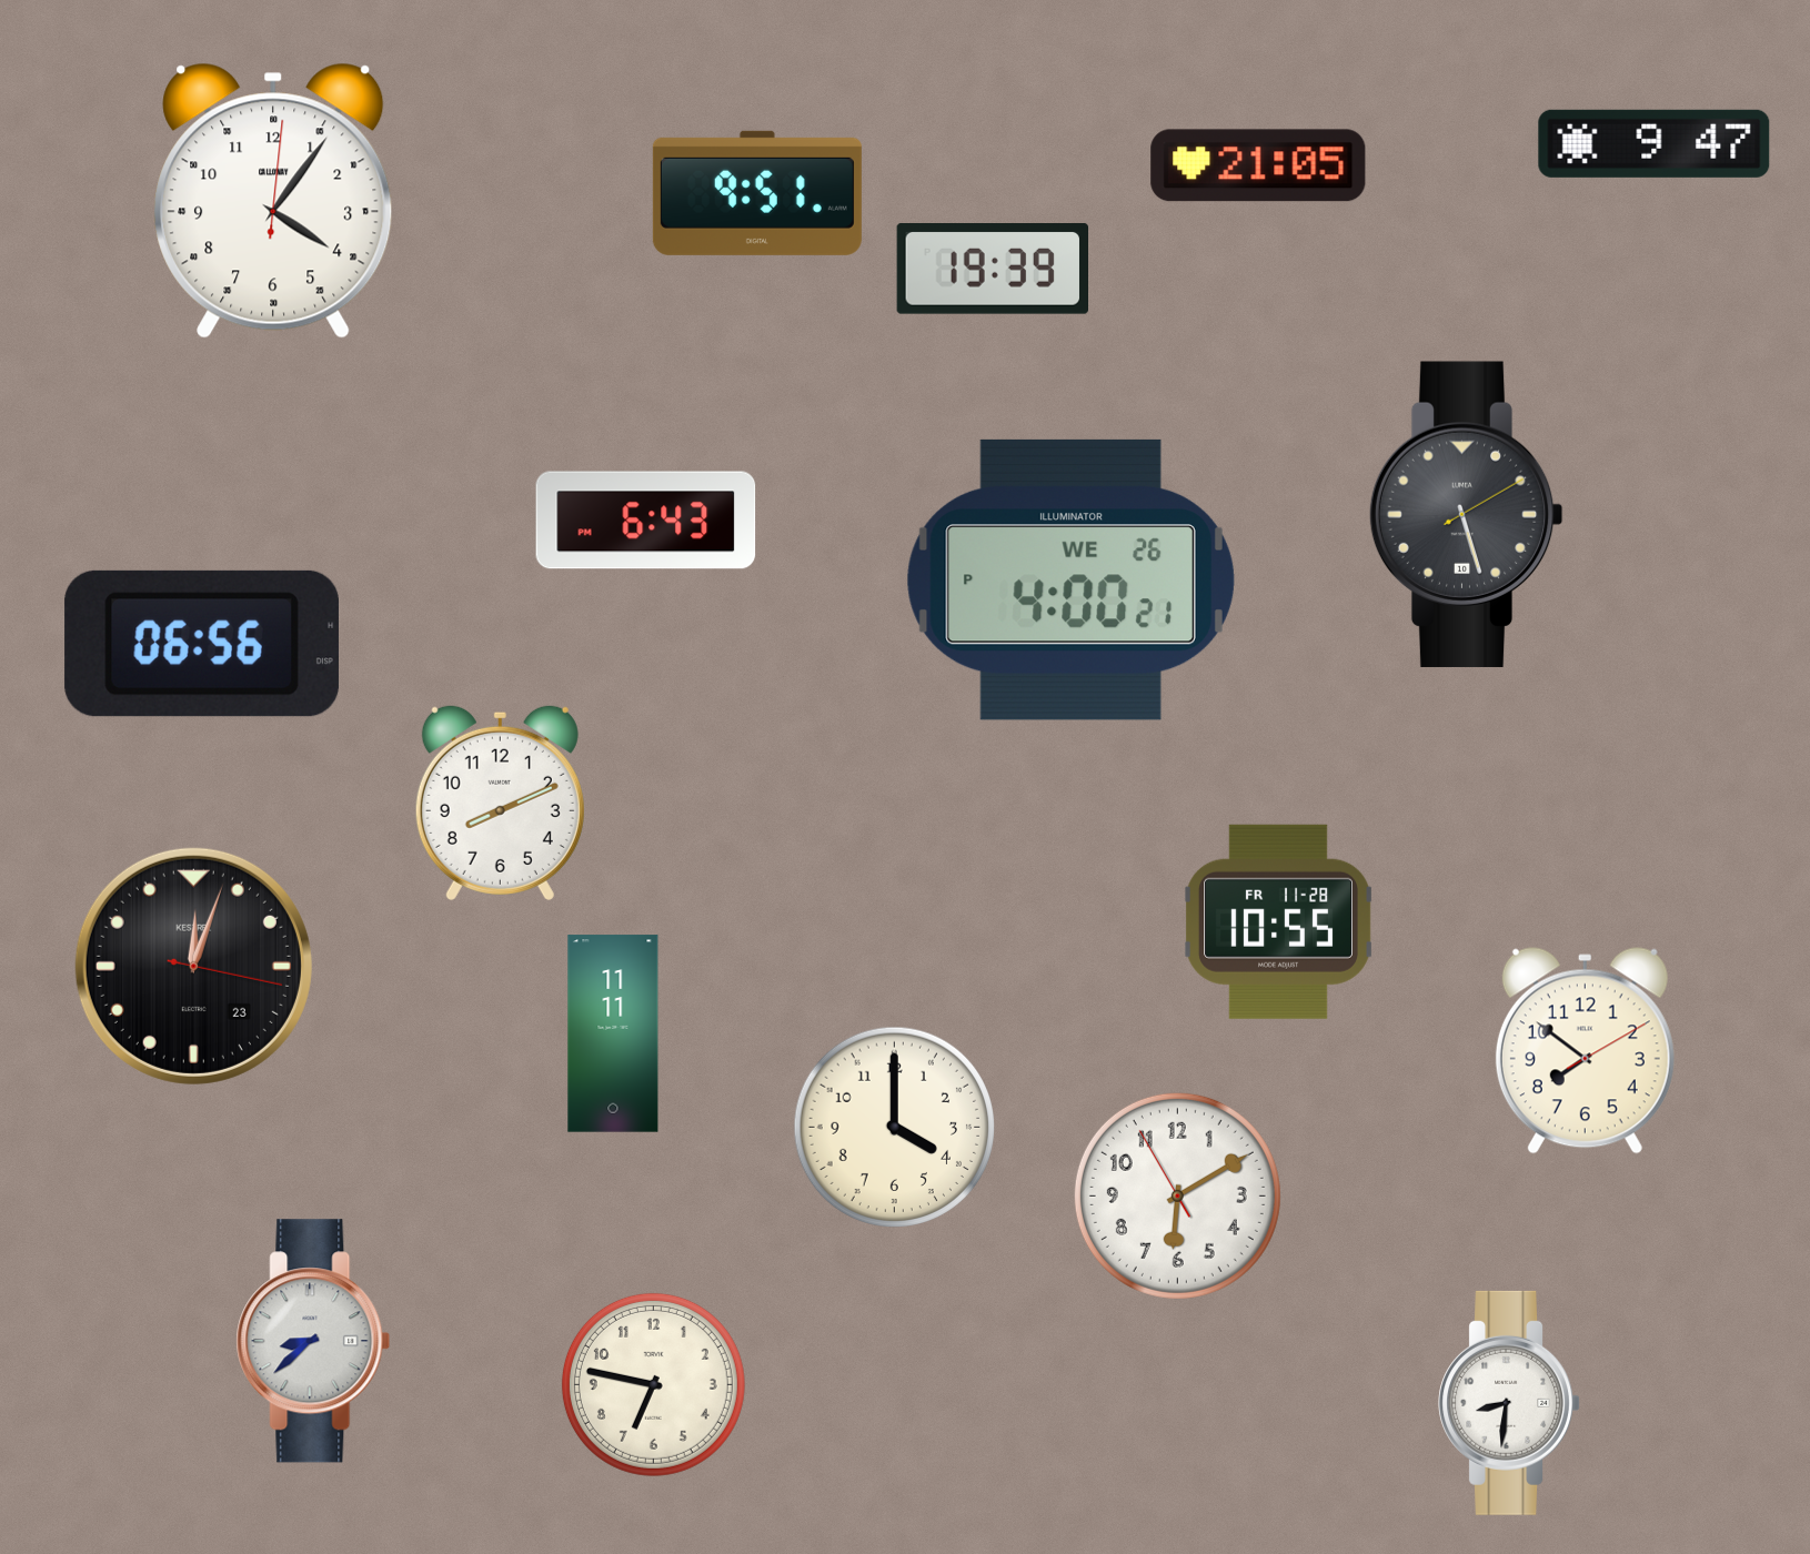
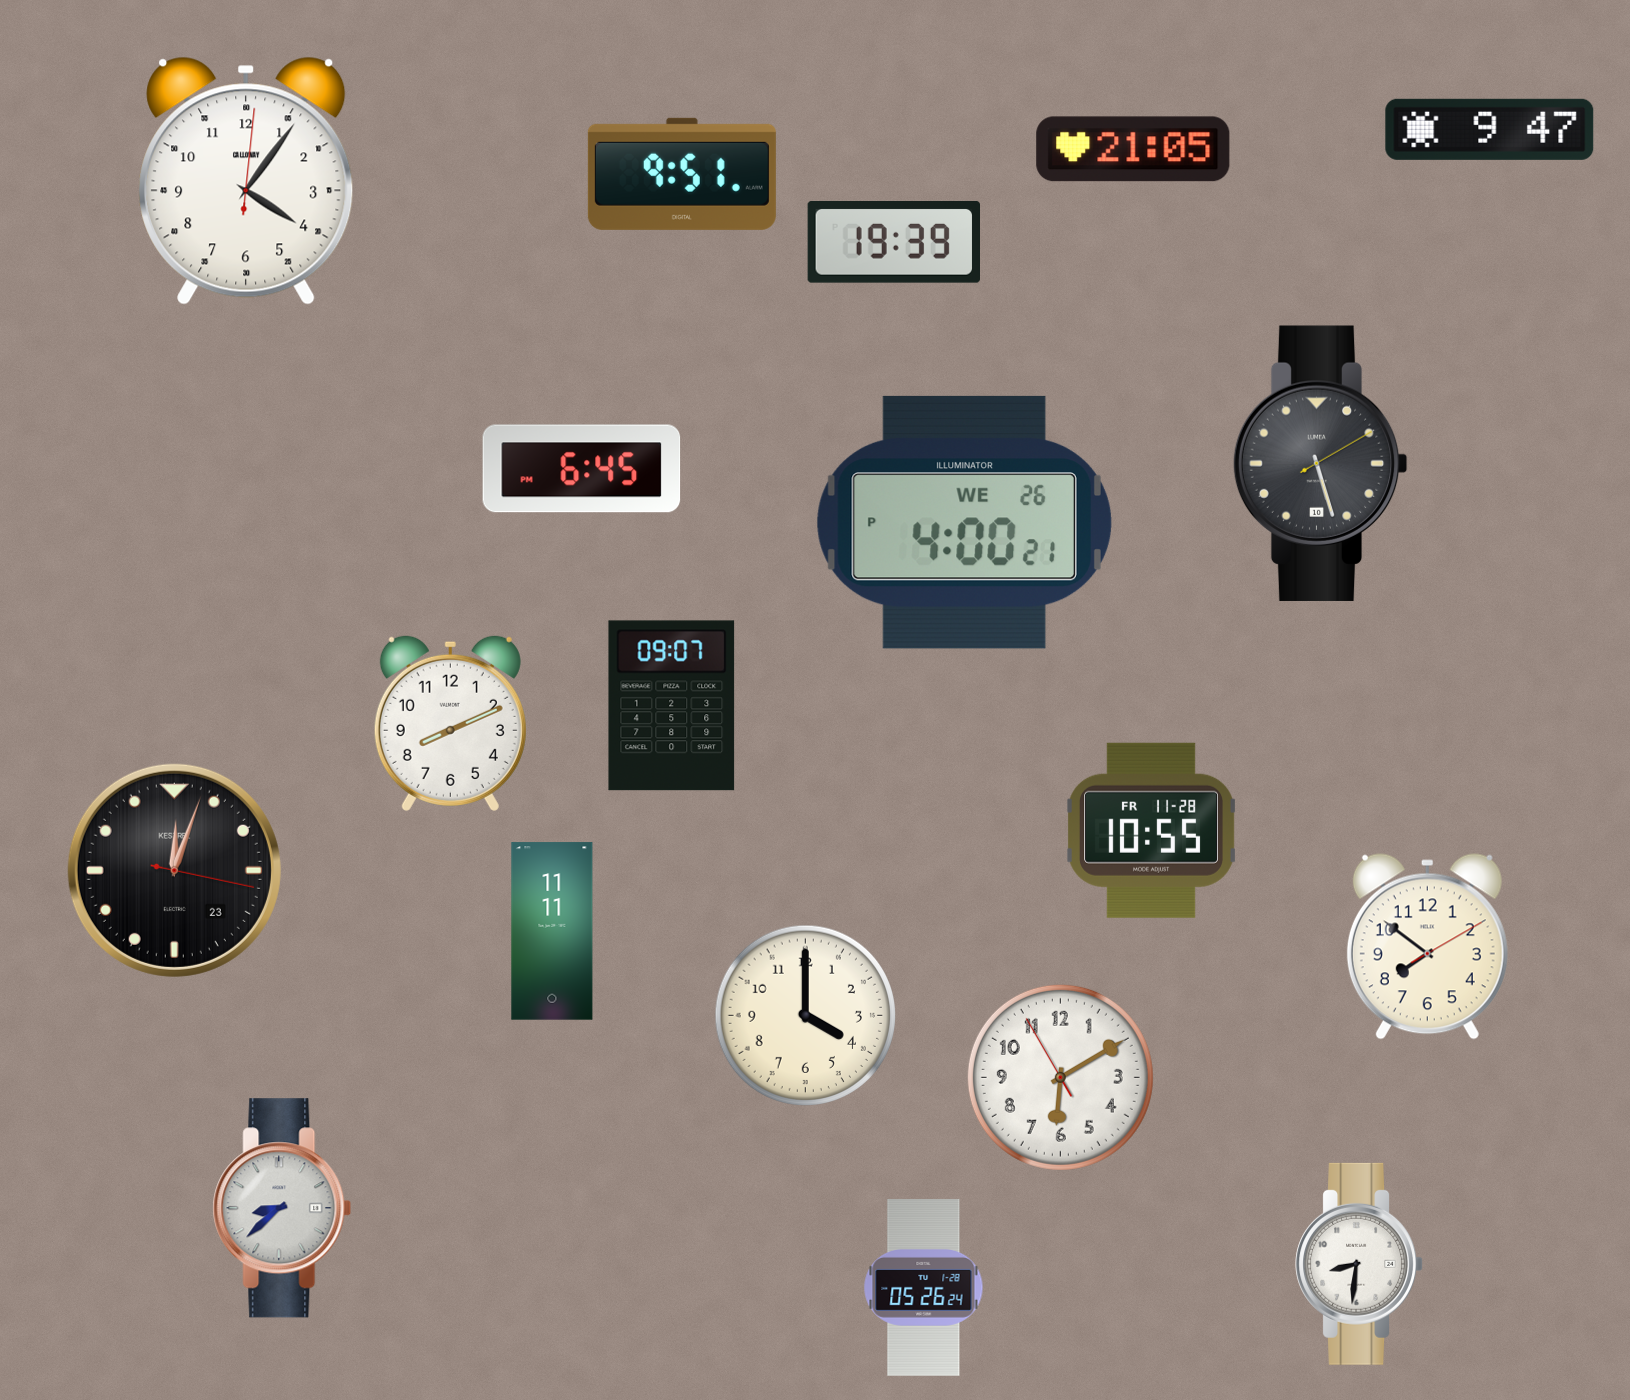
clock at (646, 521): 6:43 -> 6:45
clock at (202, 644): 06:56 -> none
clock at (672, 706): none -> 09:07
clock at (653, 1384): 6:47 -> none
clock at (924, 1288): none -> 05:26
